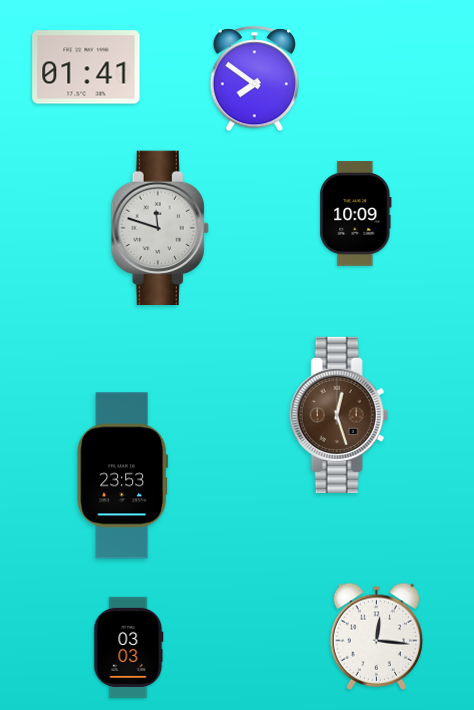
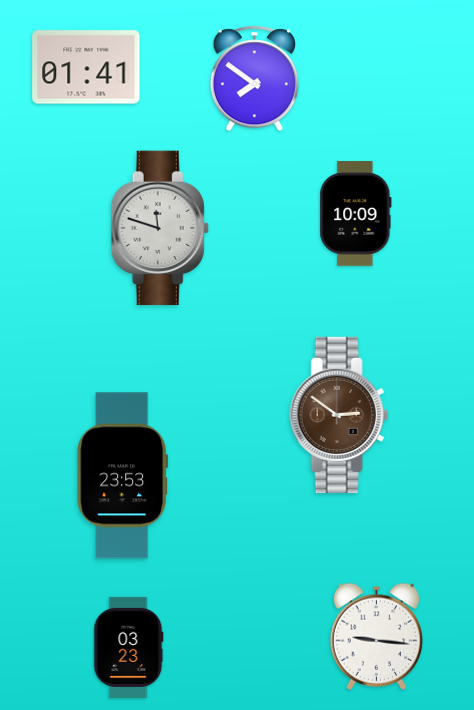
clock at (339, 415): 12:27 -> 2:51
clock at (377, 636): 12:16 -> 9:16
clock at (129, 647): 03:03 -> 03:23
